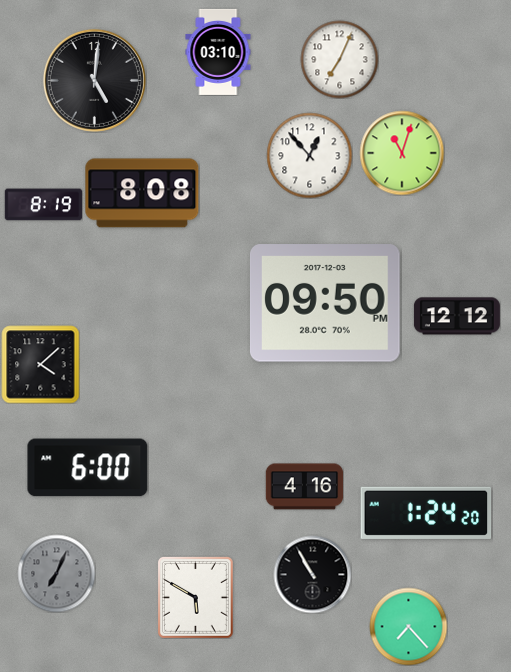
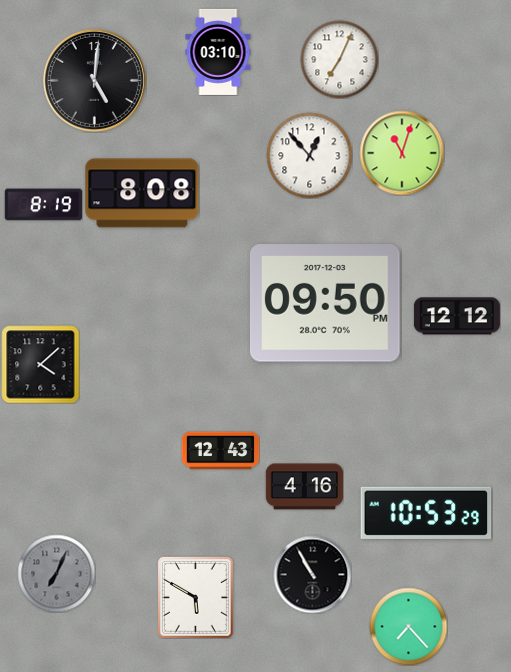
clock at (220, 451): none -> 12:43
clock at (88, 468): 6:00 -> none
clock at (426, 513): 1:24 -> 10:53
